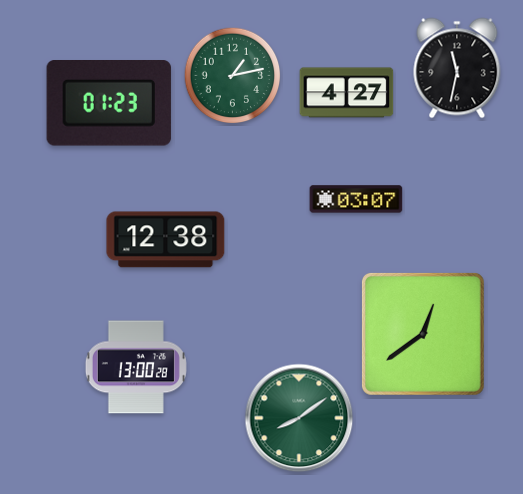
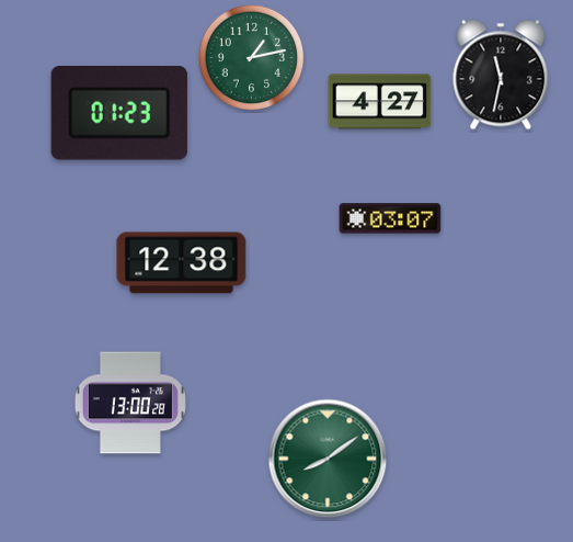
clock at (233, 76) position: (233, 76) -> (252, 58)
clock at (423, 334): 12:39 -> none
clock at (136, 367) position: (136, 367) -> (130, 403)
